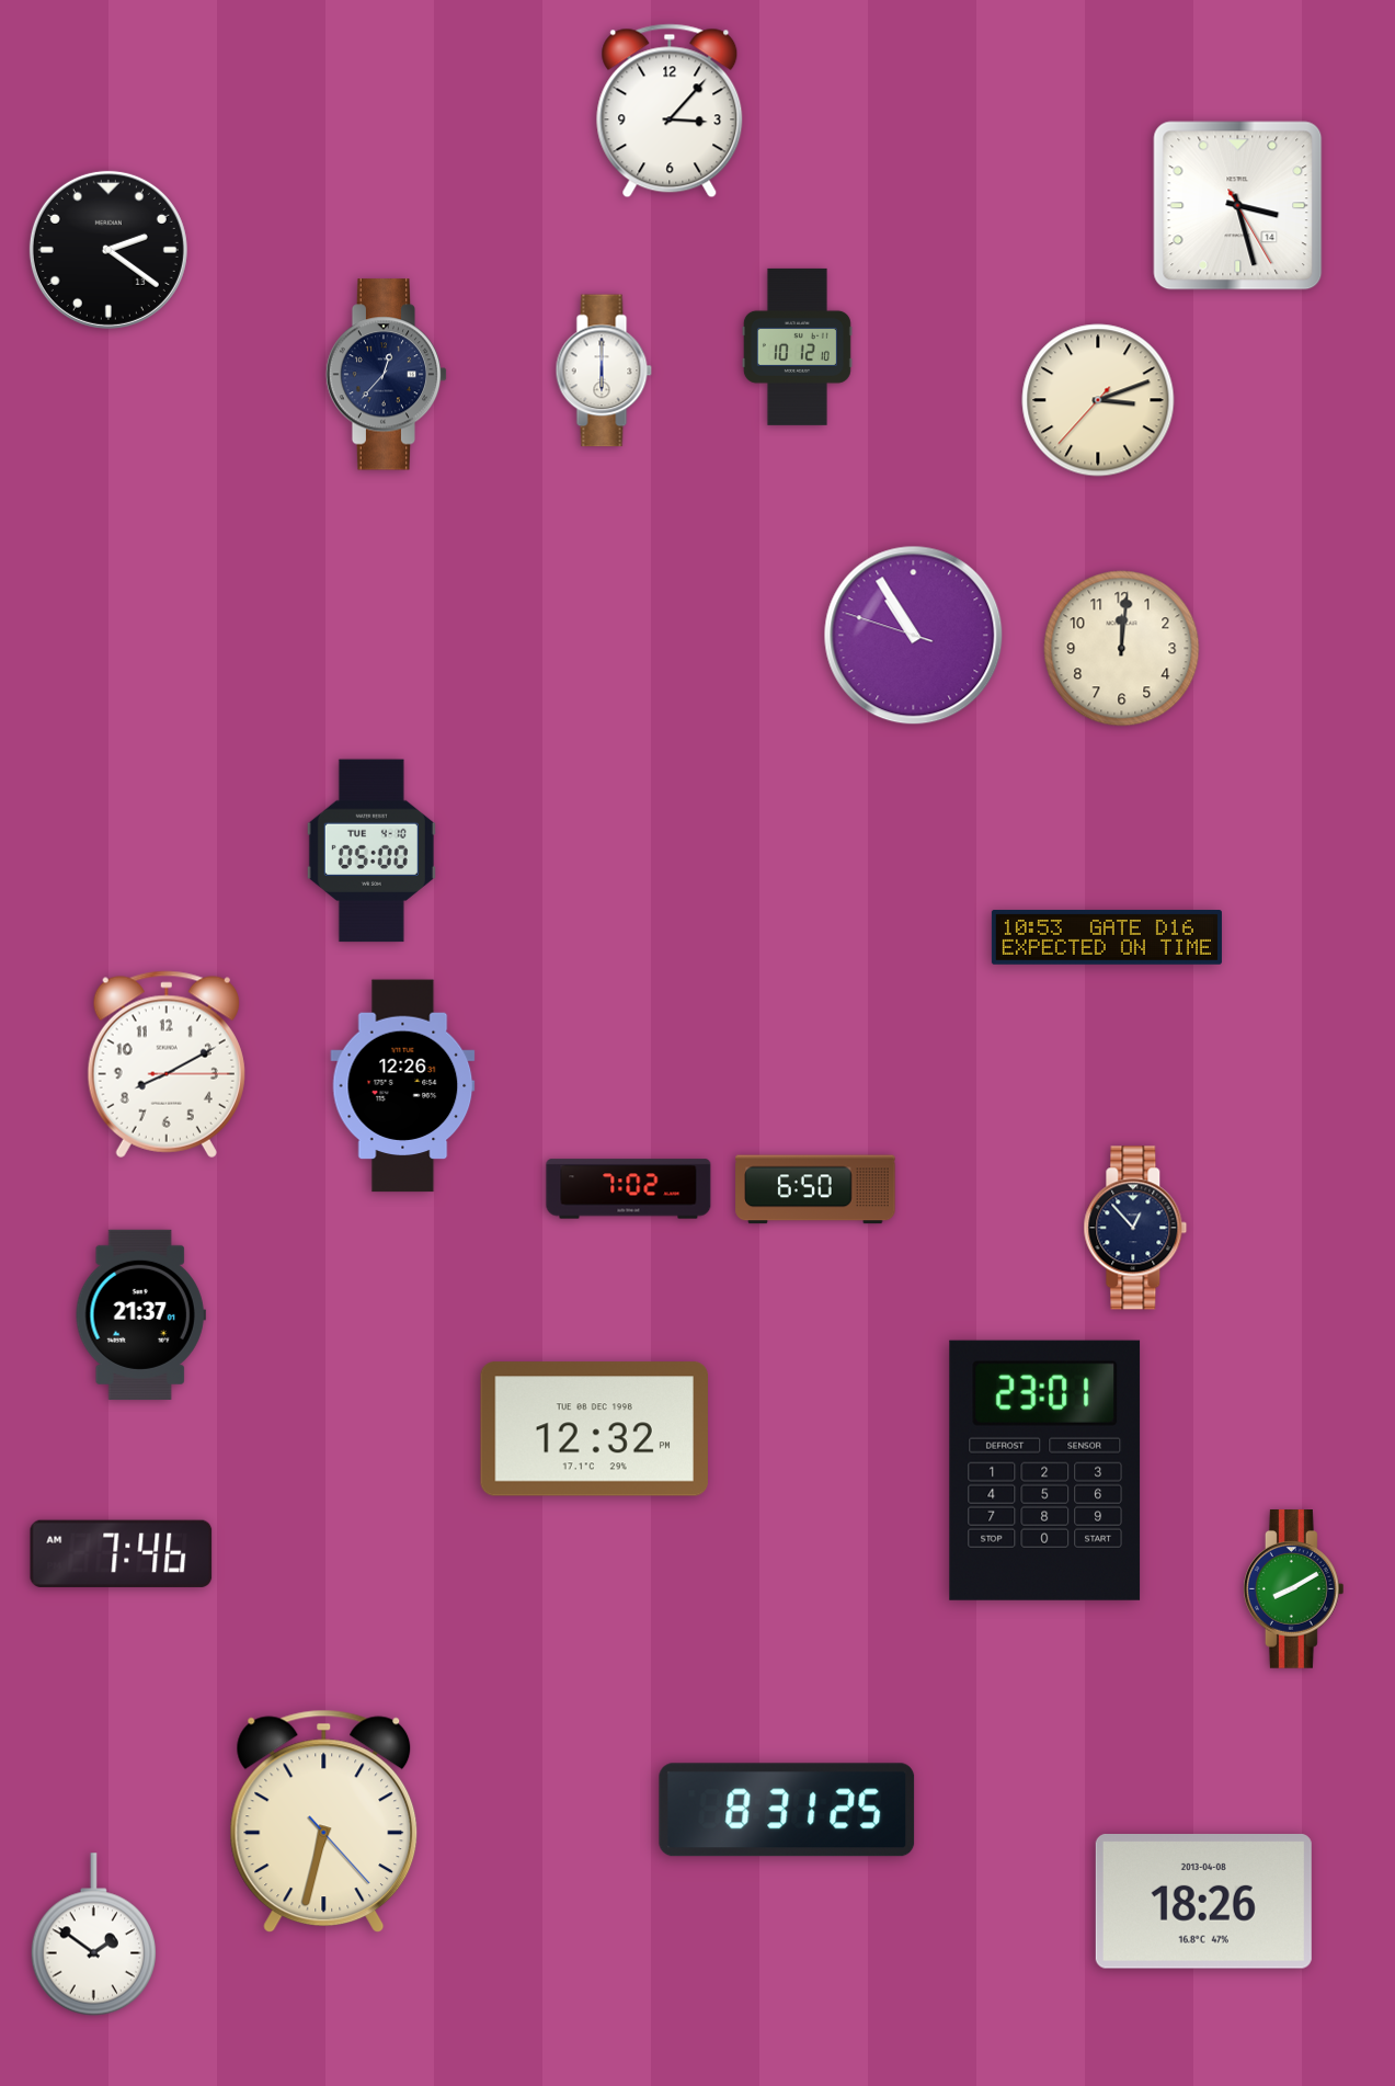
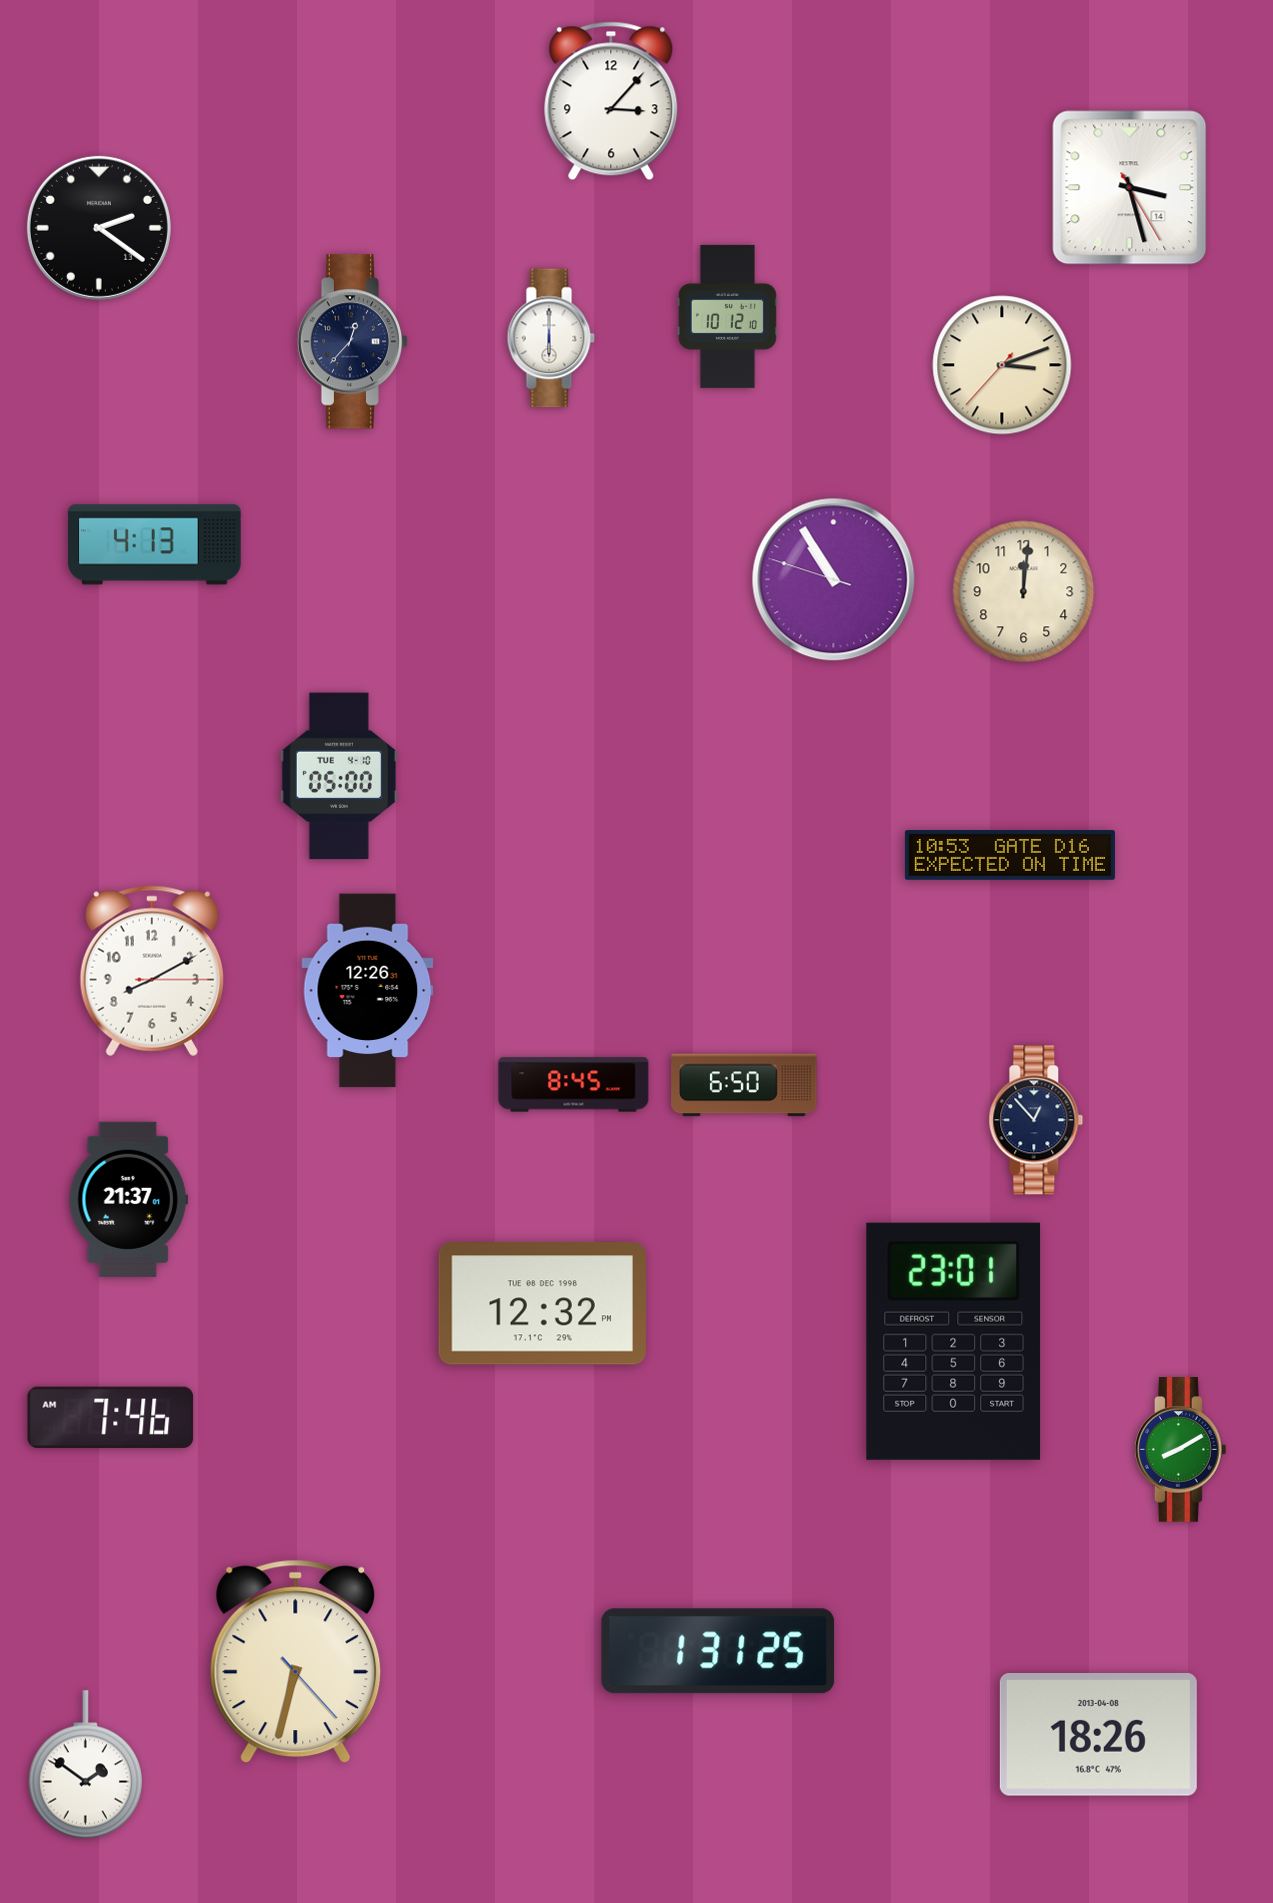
clock at (155, 545): none -> 4:13
clock at (629, 1189): 7:02 -> 8:45
clock at (787, 1810): 8:31 -> 1:31
